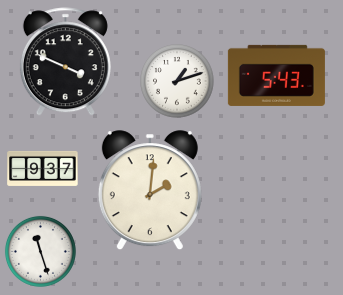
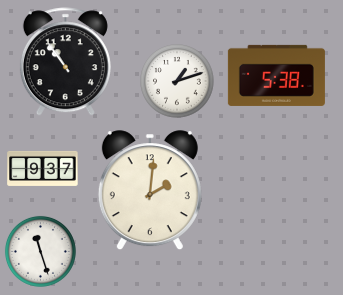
clock at (65, 62): 3:49 -> 10:54
clock at (276, 75): 5:43 -> 5:38
